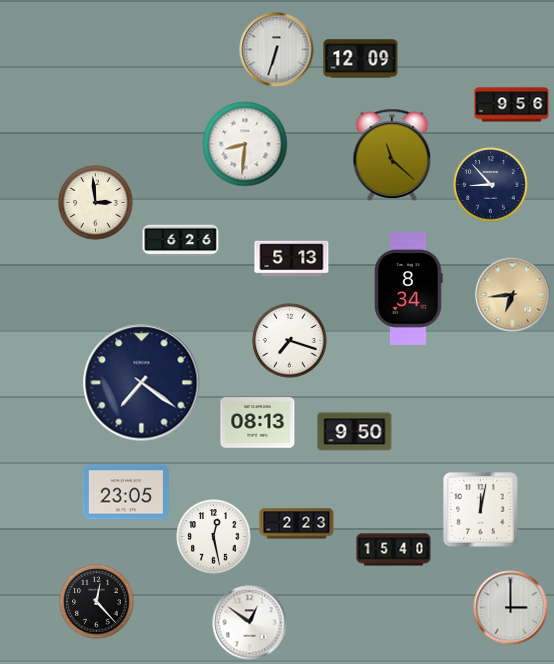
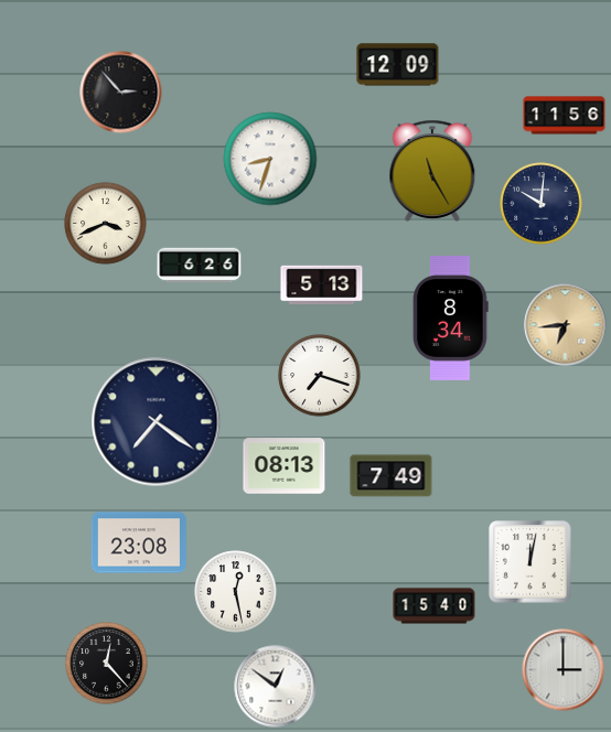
clock at (277, 50): 6:33 -> none
clock at (121, 93): none -> 2:53
clock at (512, 105): 9:56 -> 11:56
clock at (245, 144): 8:31 -> 8:33
clock at (392, 155): 11:22 -> 11:25
clock at (491, 185): 8:53 -> 10:01
clock at (96, 203): 2:59 -> 3:41
clock at (355, 432): 9:50 -> 7:49
clock at (126, 492): 23:05 -> 23:08
clock at (297, 524): 2:23 -> none
